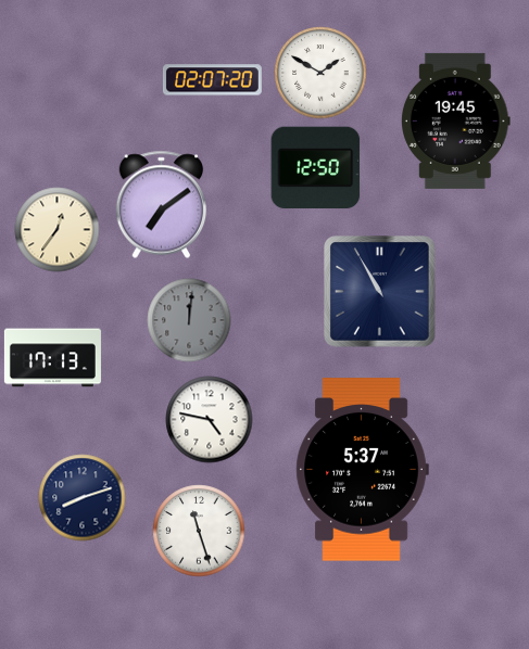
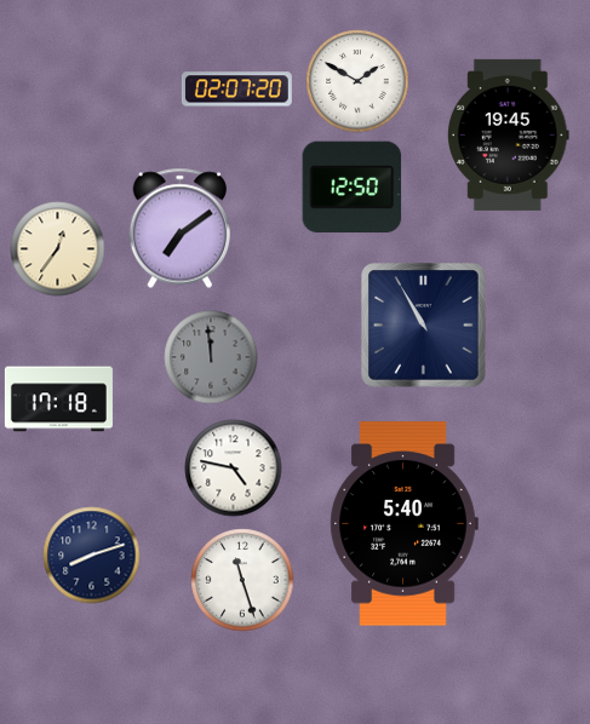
clock at (58, 230) position: (58, 230) -> (58, 249)
clock at (189, 320): 12:01 -> 11:59
clock at (52, 358): 17:13 -> 17:18
clock at (362, 470): 5:37 -> 5:40
clock at (199, 531) position: (199, 531) -> (242, 580)
